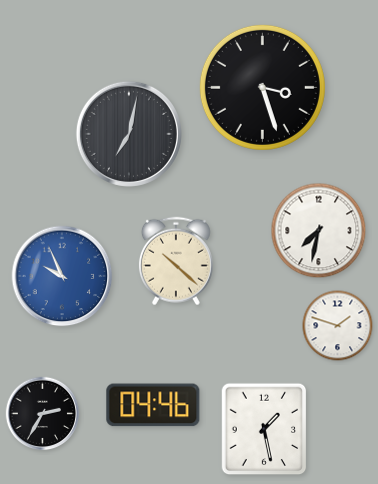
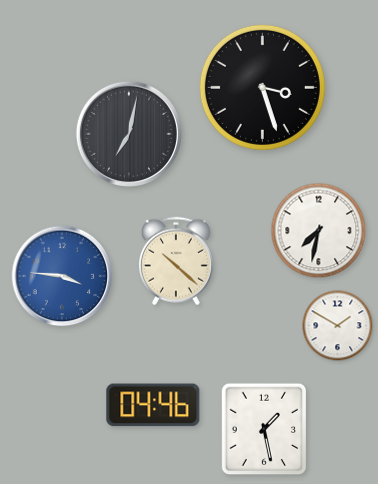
clock at (62, 276): 9:56 -> 3:46
clock at (338, 326): 1:48 -> 1:50
clock at (43, 414): 2:35 -> none
